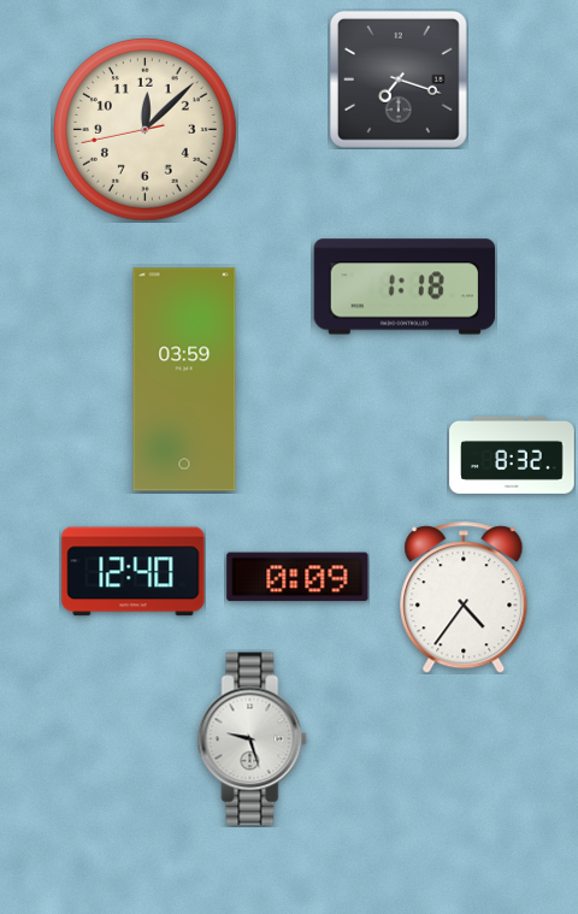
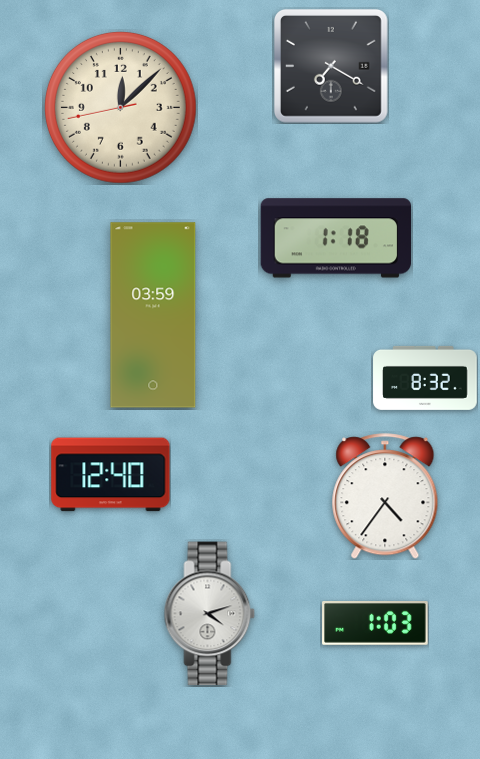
clock at (399, 79): 7:18 -> 7:20
clock at (297, 577): 0:09 -> none
clock at (253, 739): 9:27 -> 4:12
clock at (375, 624): none -> 1:03
